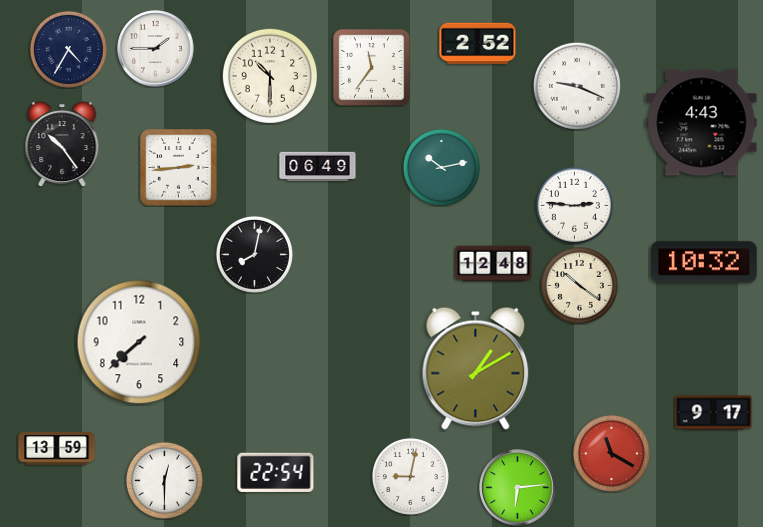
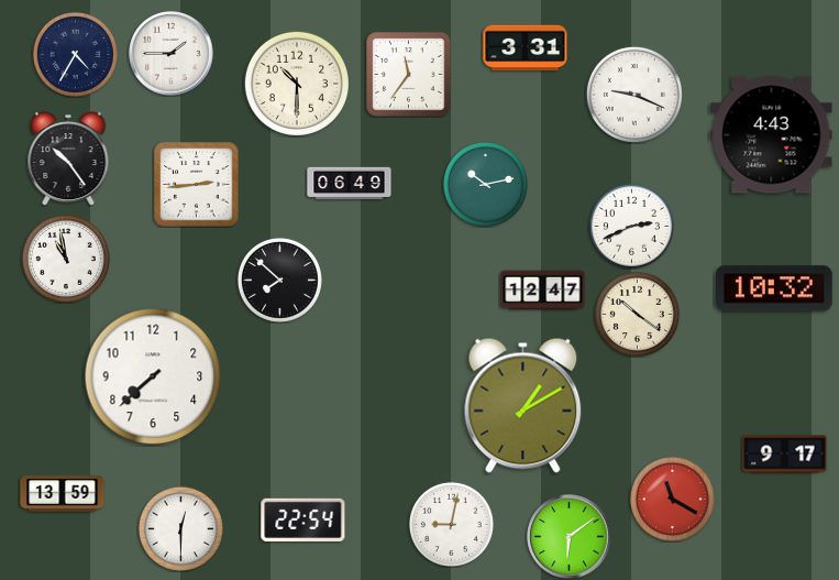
clock at (478, 44): 2:52 -> 3:31
clock at (574, 205): 2:46 -> 2:41
clock at (66, 259): none -> 10:58
clock at (254, 254): 8:02 -> 7:52
clock at (494, 264): 12:48 -> 12:47
clock at (518, 488): 6:14 -> 6:09
